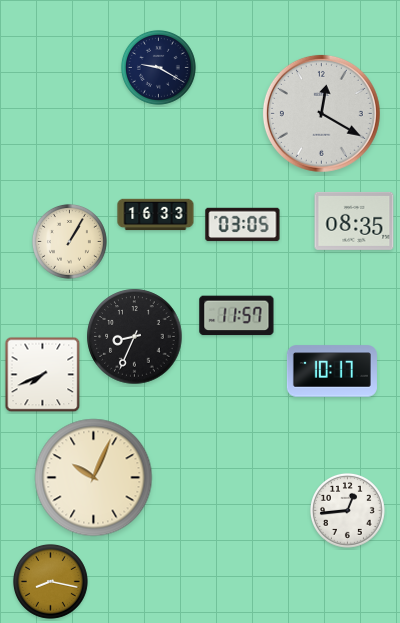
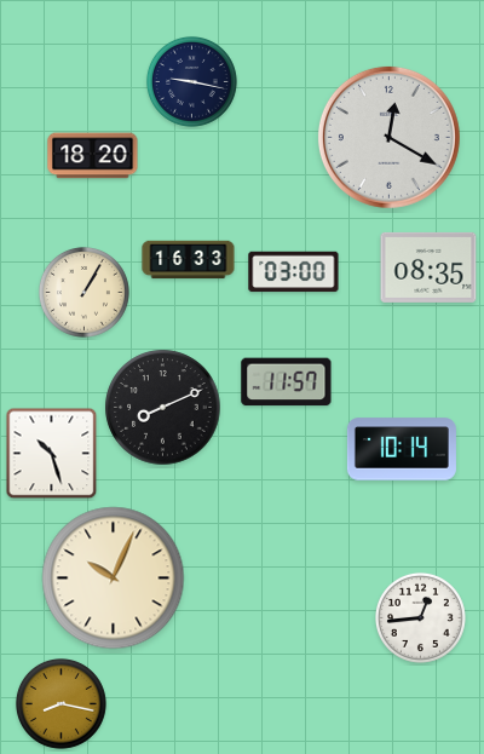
clock at (159, 68): 9:20 -> 9:17
clock at (93, 156): none -> 18:20
clock at (243, 225): 03:05 -> 03:00
clock at (135, 337): 8:34 -> 8:11
clock at (332, 371): 10:17 -> 10:14
clock at (43, 375): 7:41 -> 10:27
